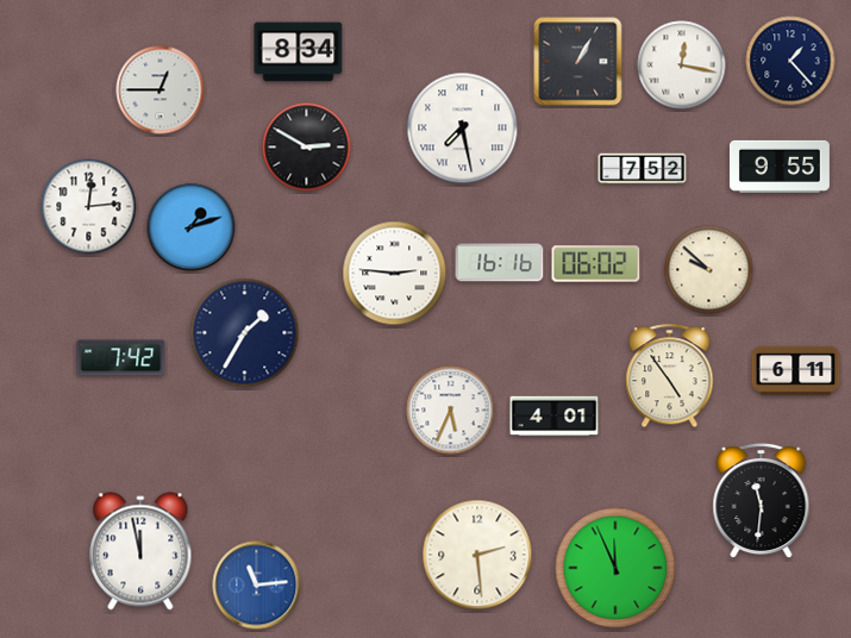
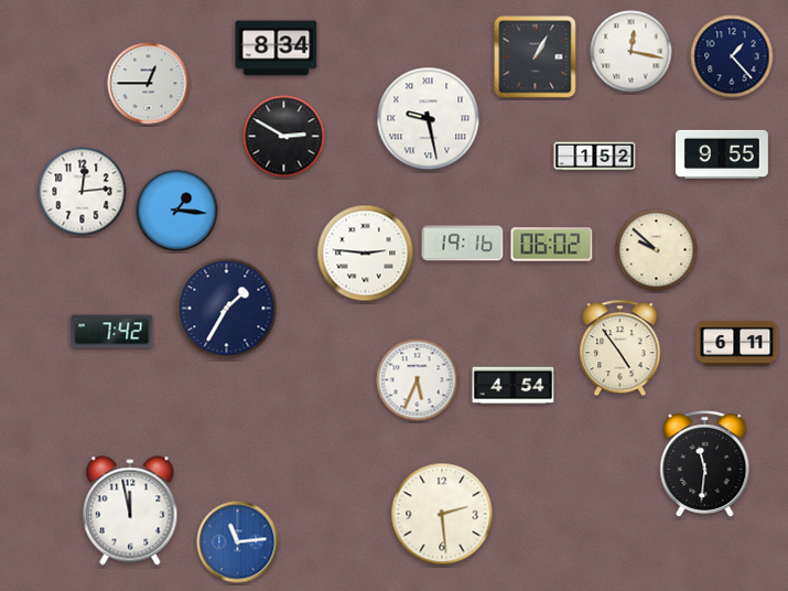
clock at (682, 65) position: (682, 65) -> (632, 52)
clock at (463, 129): 7:28 -> 9:28
clock at (643, 169): 7:52 -> 1:52
clock at (192, 227): 1:12 -> 1:16
clock at (500, 263): 16:16 -> 19:16
clock at (555, 417): 4:01 -> 4:54
clock at (615, 568): 11:56 -> none
